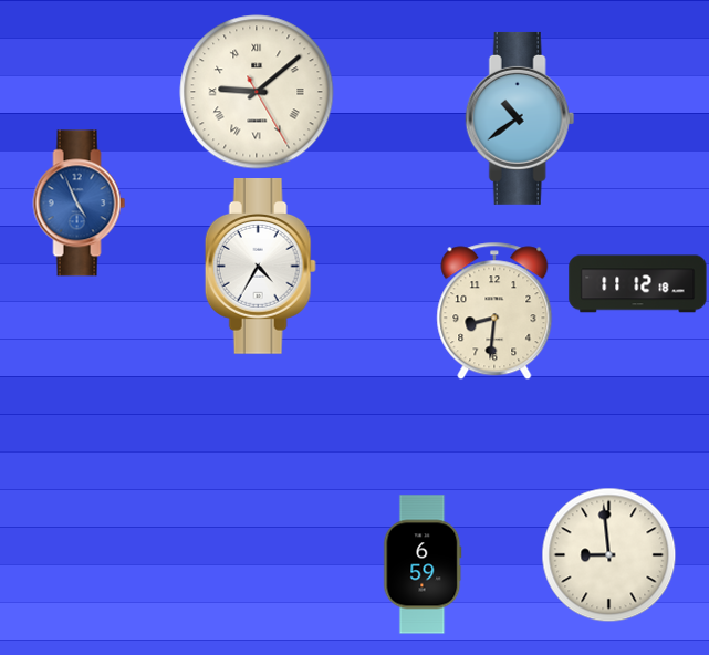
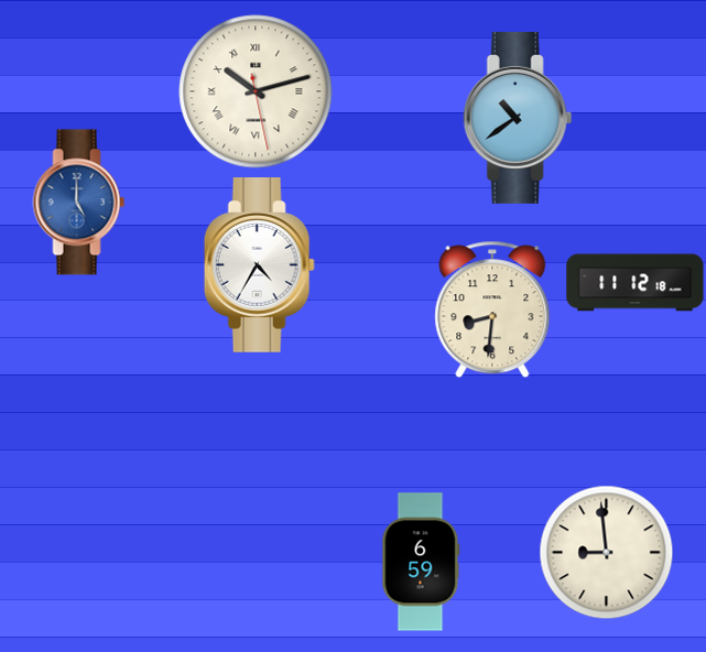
clock at (257, 92): 9:08 -> 10:12
clock at (80, 204): 4:56 -> 5:00
